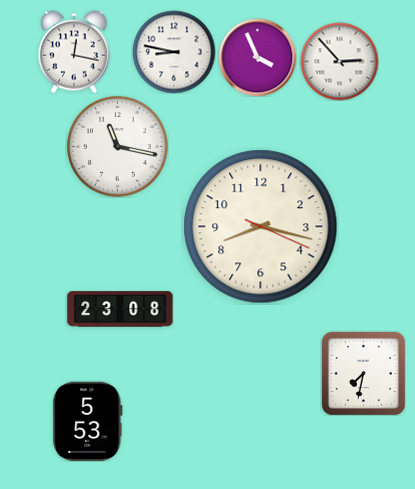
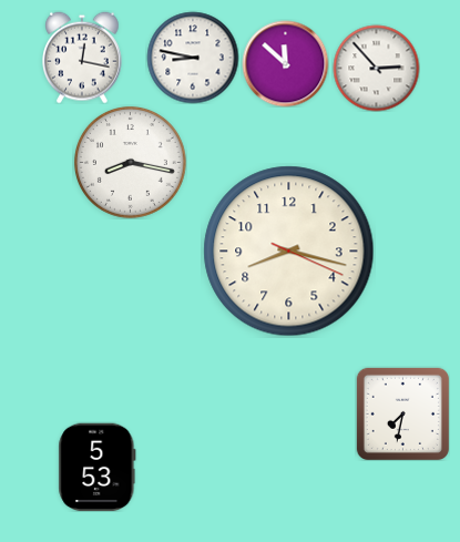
clock at (257, 57): 3:56 -> 11:52
clock at (117, 146): 11:17 -> 8:17
clock at (120, 309): 23:08 -> none
